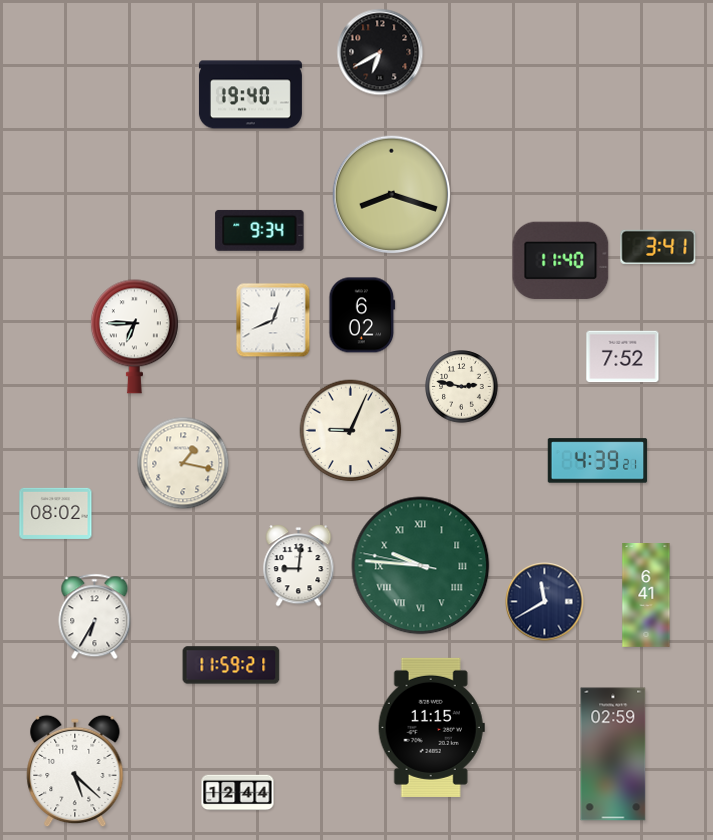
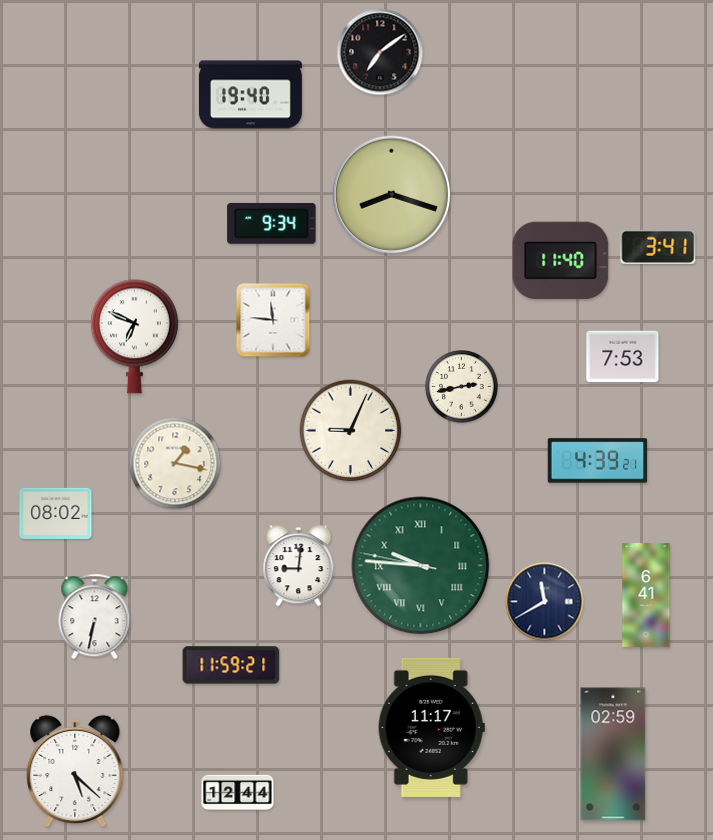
clock at (380, 52): 6:40 -> 7:09
clock at (260, 230) position: (260, 230) -> (272, 223)
clock at (362, 315): 6:02 -> none
clock at (273, 320): 12:41 -> 11:46
clock at (134, 337): 6:45 -> 6:49
clock at (623, 357): 7:52 -> 7:53
clock at (462, 387): 2:47 -> 2:43
clock at (183, 463) position: (183, 463) -> (175, 463)
clock at (95, 617): 6:35 -> 6:32
clock at (431, 727): 11:15 -> 11:17
